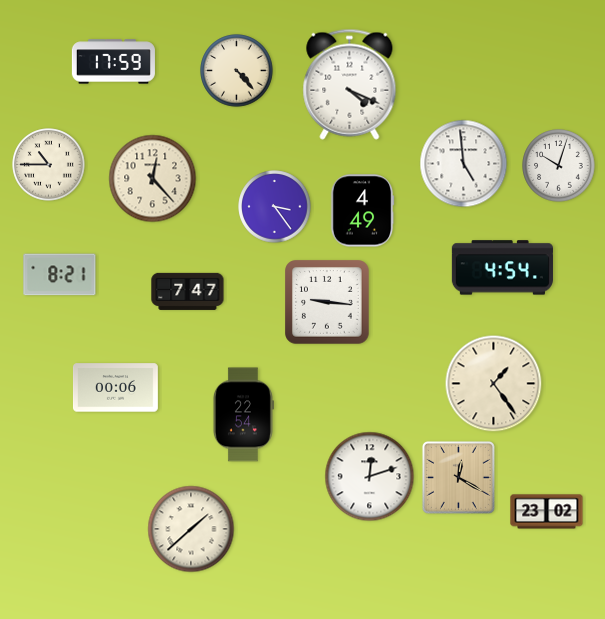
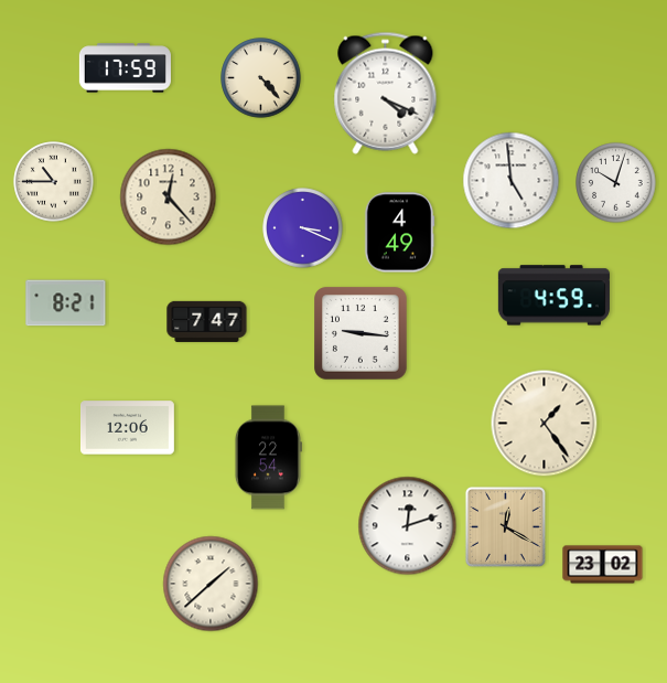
clock at (275, 207): 3:24 -> 3:19
clock at (502, 268): 4:54 -> 4:59
clock at (115, 388): 00:06 -> 12:06
